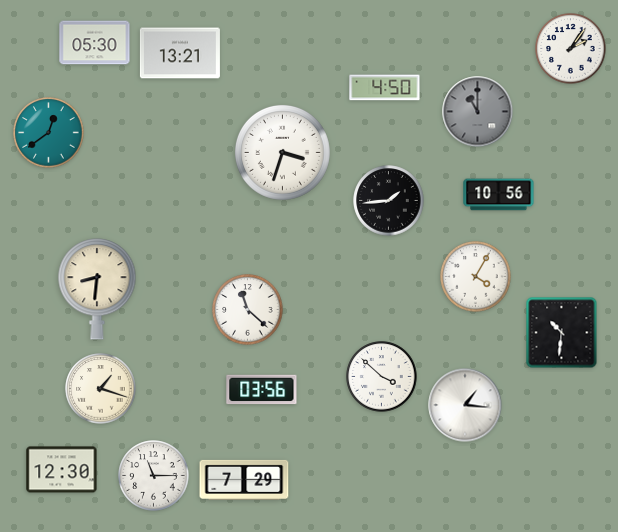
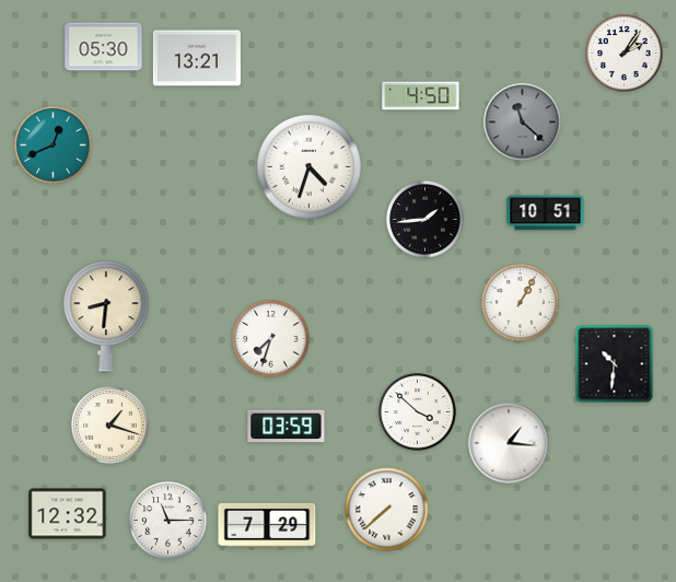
clock at (478, 112): 11:00 -> 11:22
clock at (49, 133): 12:39 -> 12:41
clock at (282, 152): 3:33 -> 4:33
clock at (499, 195): 10:56 -> 10:51
clock at (476, 277): 4:05 -> 1:05
clock at (248, 310): 11:22 -> 7:33
clock at (262, 390): 03:56 -> 03:59
clock at (387, 510): none -> 7:38
clock at (62, 470): 12:30 -> 12:32
